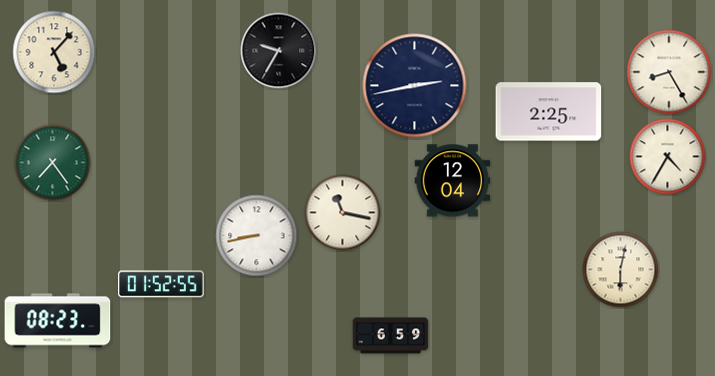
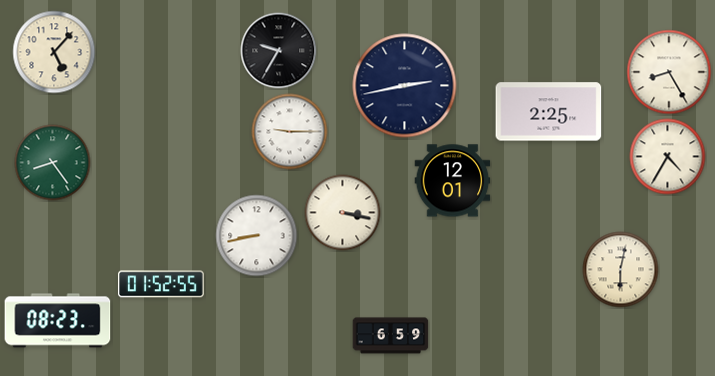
clock at (415, 86) position: (415, 86) -> (405, 86)
clock at (290, 132): none -> 9:15
clock at (53, 163): 7:24 -> 8:24
clock at (453, 181): 12:04 -> 12:01
clock at (343, 213): 11:17 -> 3:17
